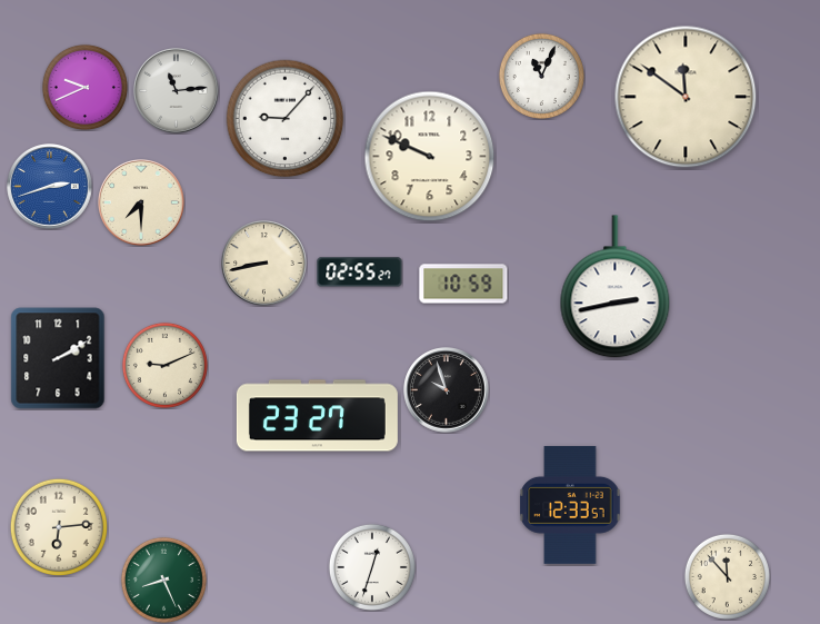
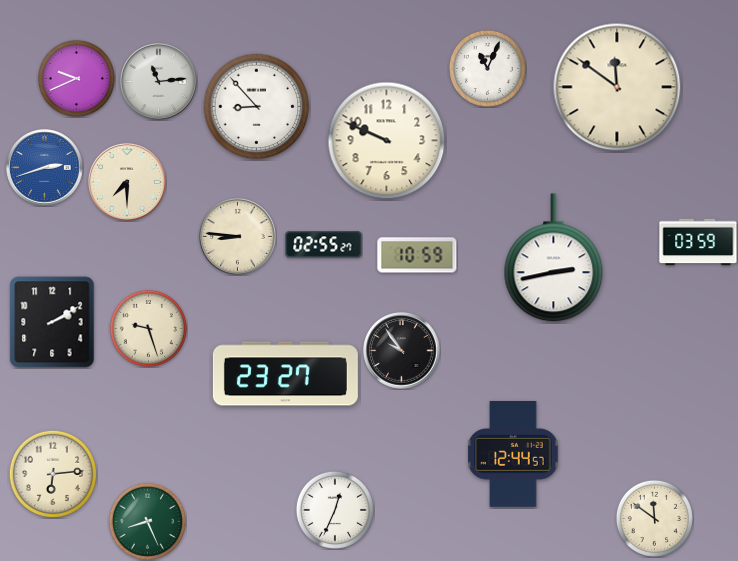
clock at (286, 119): 9:07 -> 8:53
clock at (264, 264): 8:43 -> 8:46
clock at (698, 242): none -> 03:59
clock at (164, 365): 9:11 -> 9:27
clock at (447, 390): 9:57 -> 9:54
clock at (570, 505): 12:33 -> 12:44
clock at (372, 567): 12:33 -> 12:34
clock at (727, 576): 11:53 -> 11:51
